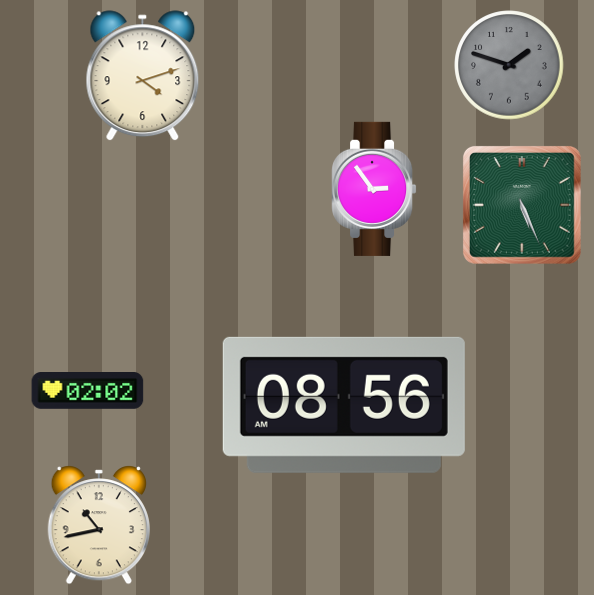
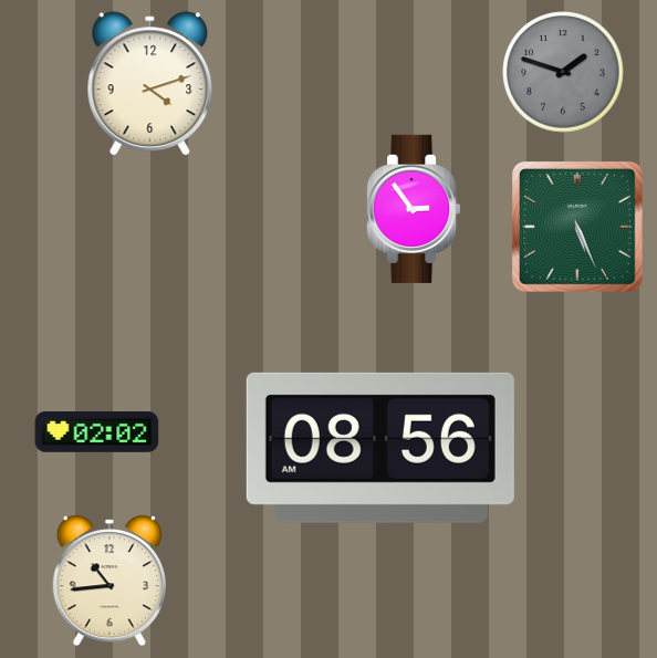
clock at (143, 76) position: (143, 76) -> (150, 84)
clock at (99, 525): 10:43 -> 10:44
